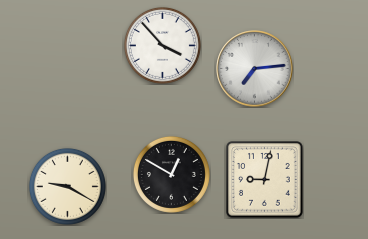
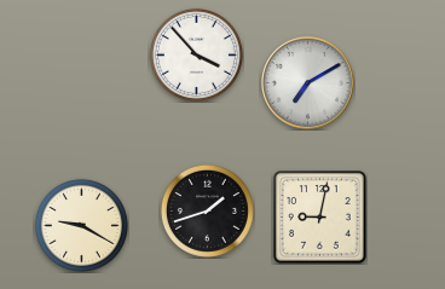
clock at (255, 69): 7:14 -> 7:10
clock at (171, 174): 12:50 -> 1:42
